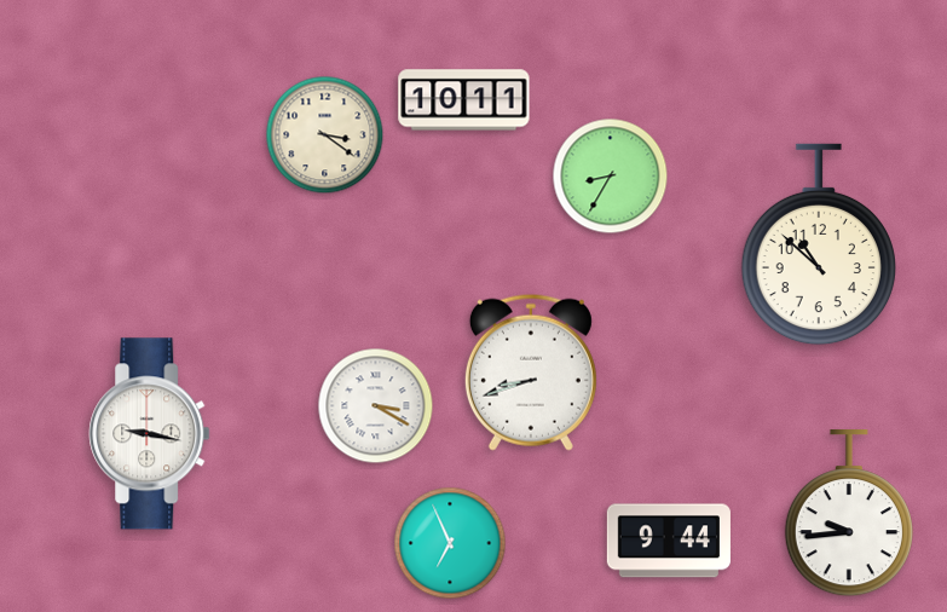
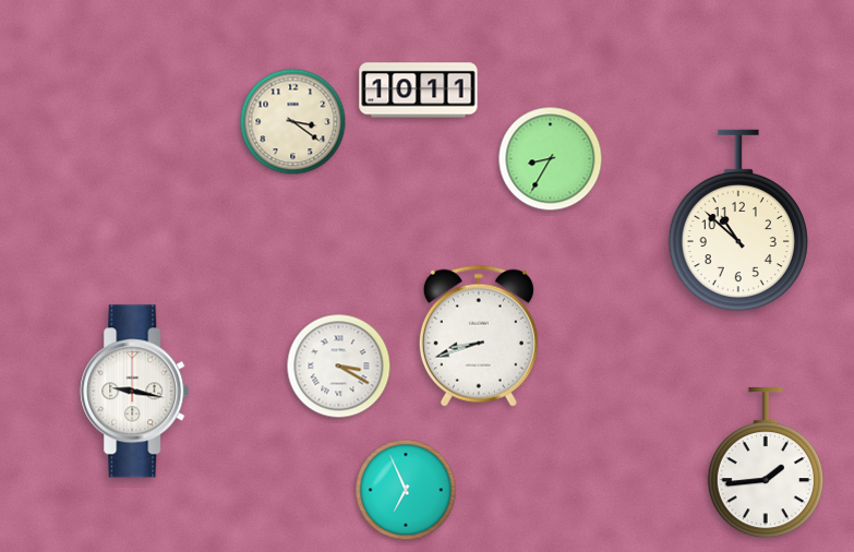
clock at (849, 514): 9:44 -> 1:44
clock at (669, 541): 9:44 -> none
